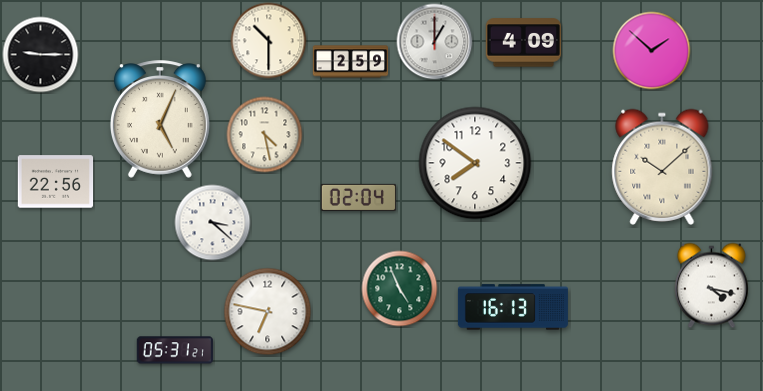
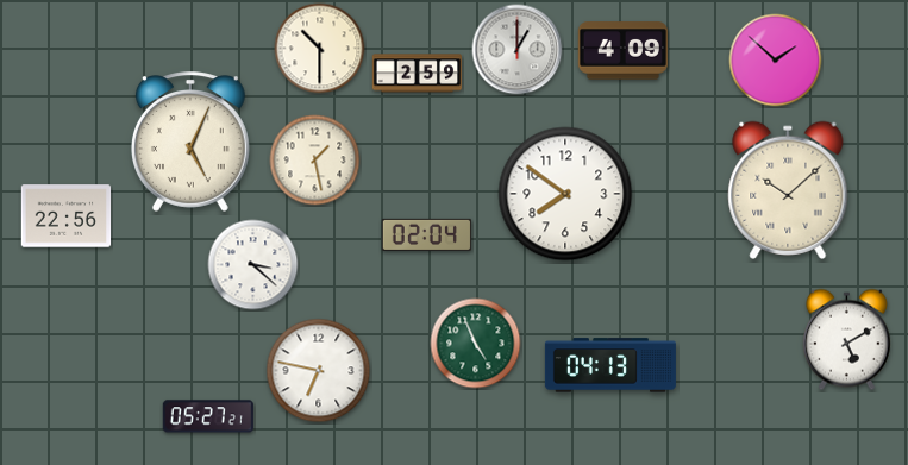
clock at (41, 55): 9:15 -> none
clock at (265, 135): 4:28 -> 1:28
clock at (662, 167) position: (662, 167) -> (788, 190)
clock at (711, 286): 4:17 -> 5:10
clock at (513, 307): 16:13 -> 04:13
clock at (175, 350): 05:31 -> 05:27
